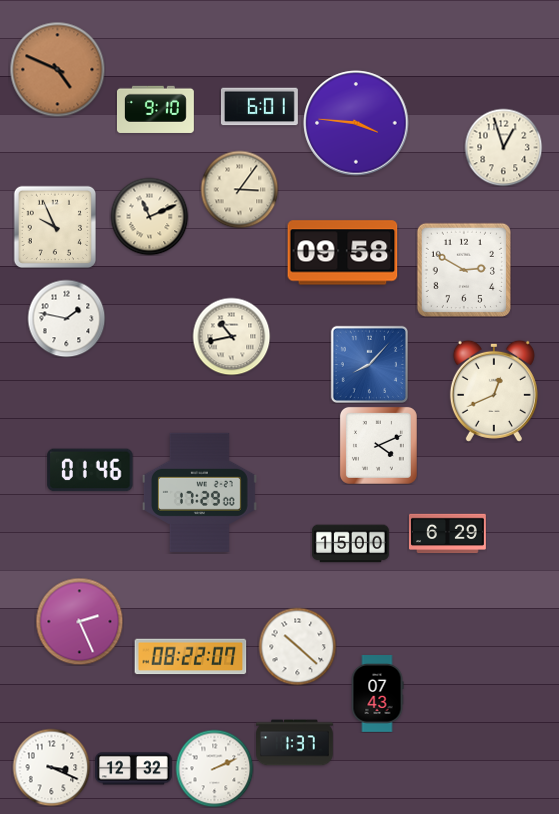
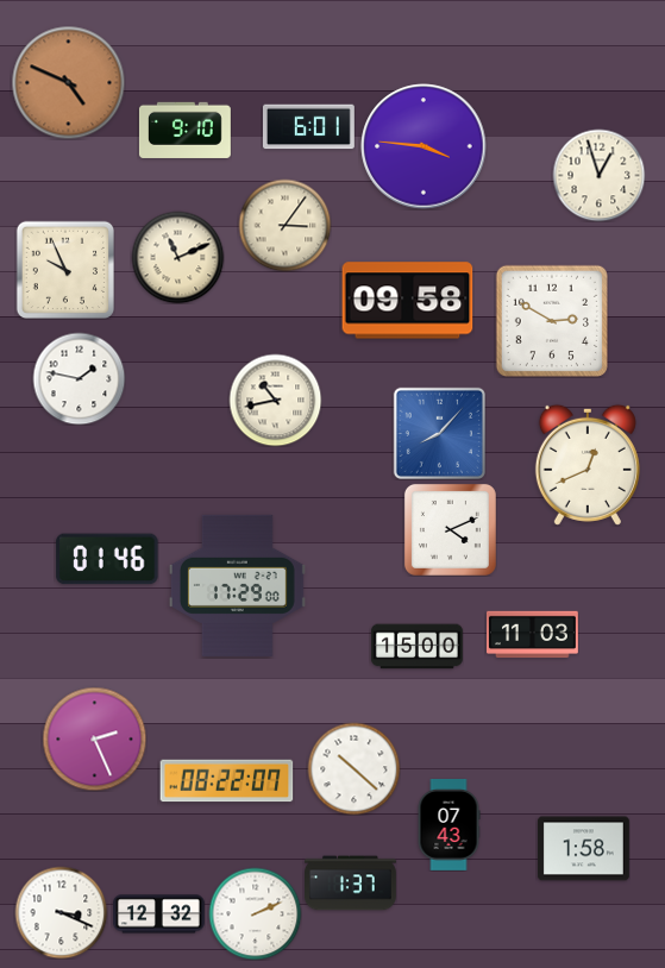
clock at (448, 534): 6:29 -> 11:03
clock at (584, 849): none -> 1:58
